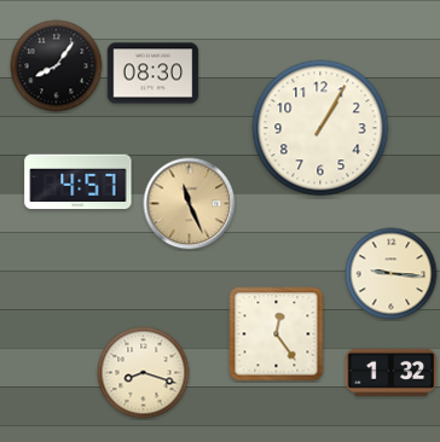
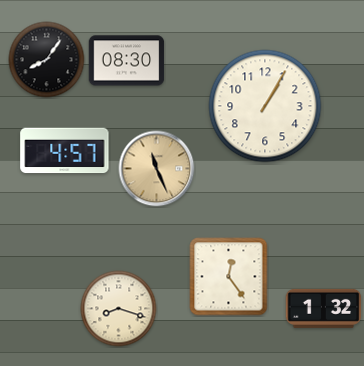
clock at (57, 66) position: (57, 66) -> (47, 60)
clock at (392, 274): 9:16 -> none
